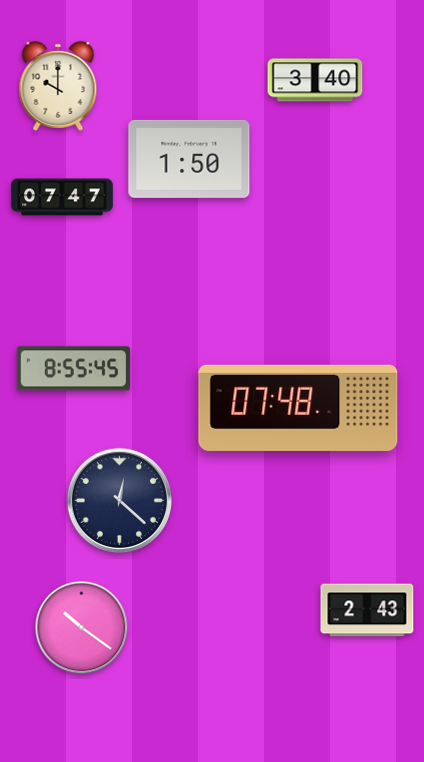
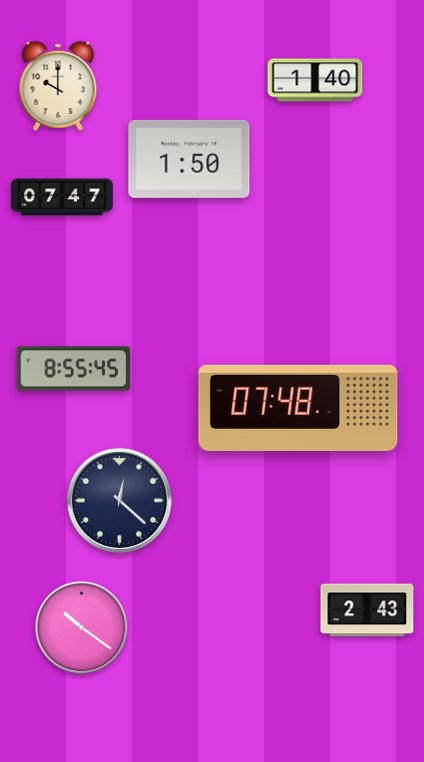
clock at (315, 80): 3:40 -> 1:40
